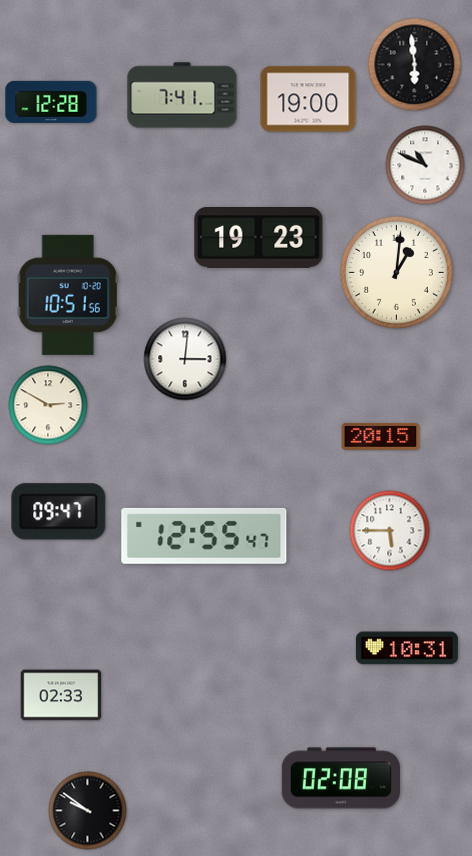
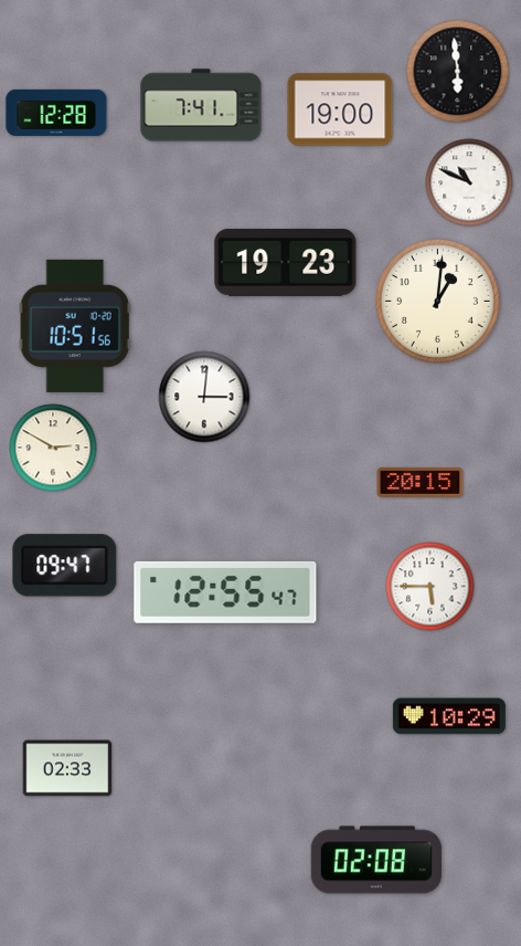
clock at (407, 648): 10:31 -> 10:29
clock at (88, 811): 9:51 -> none
